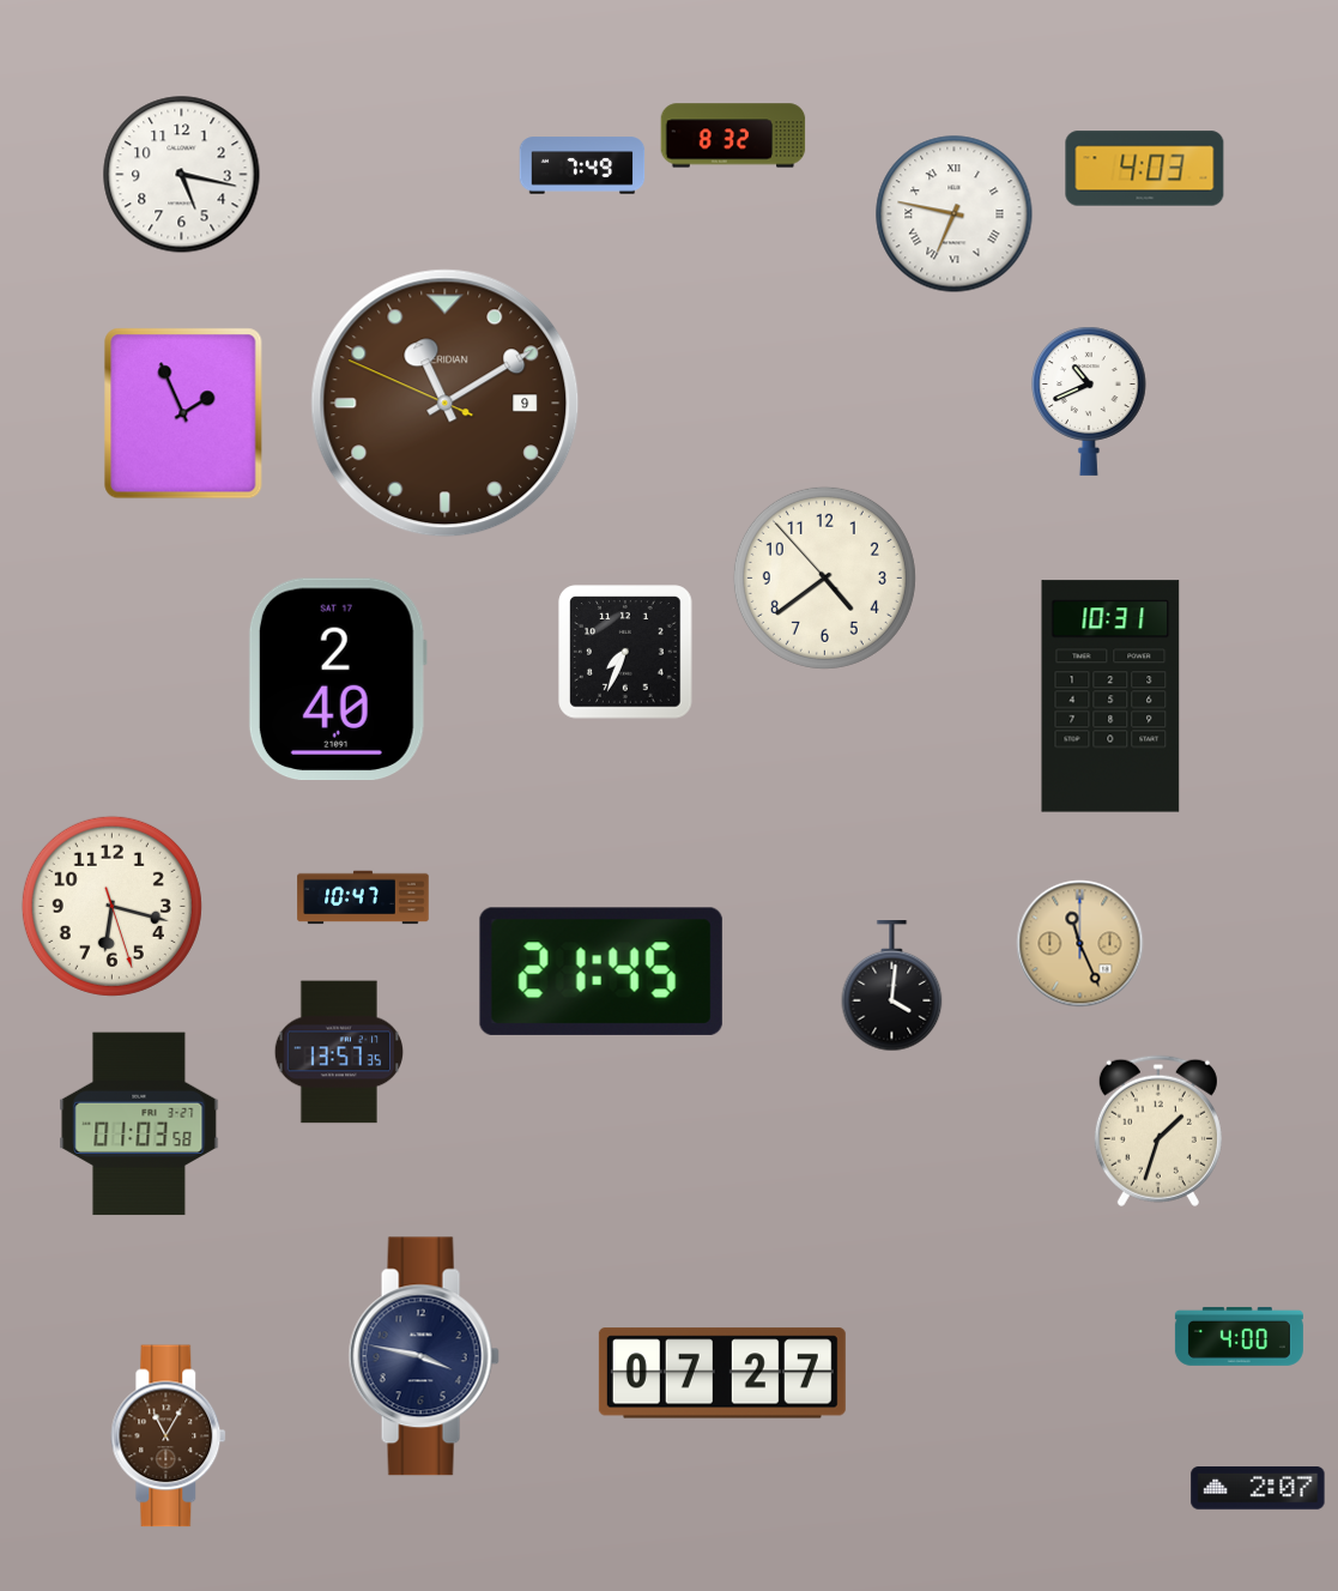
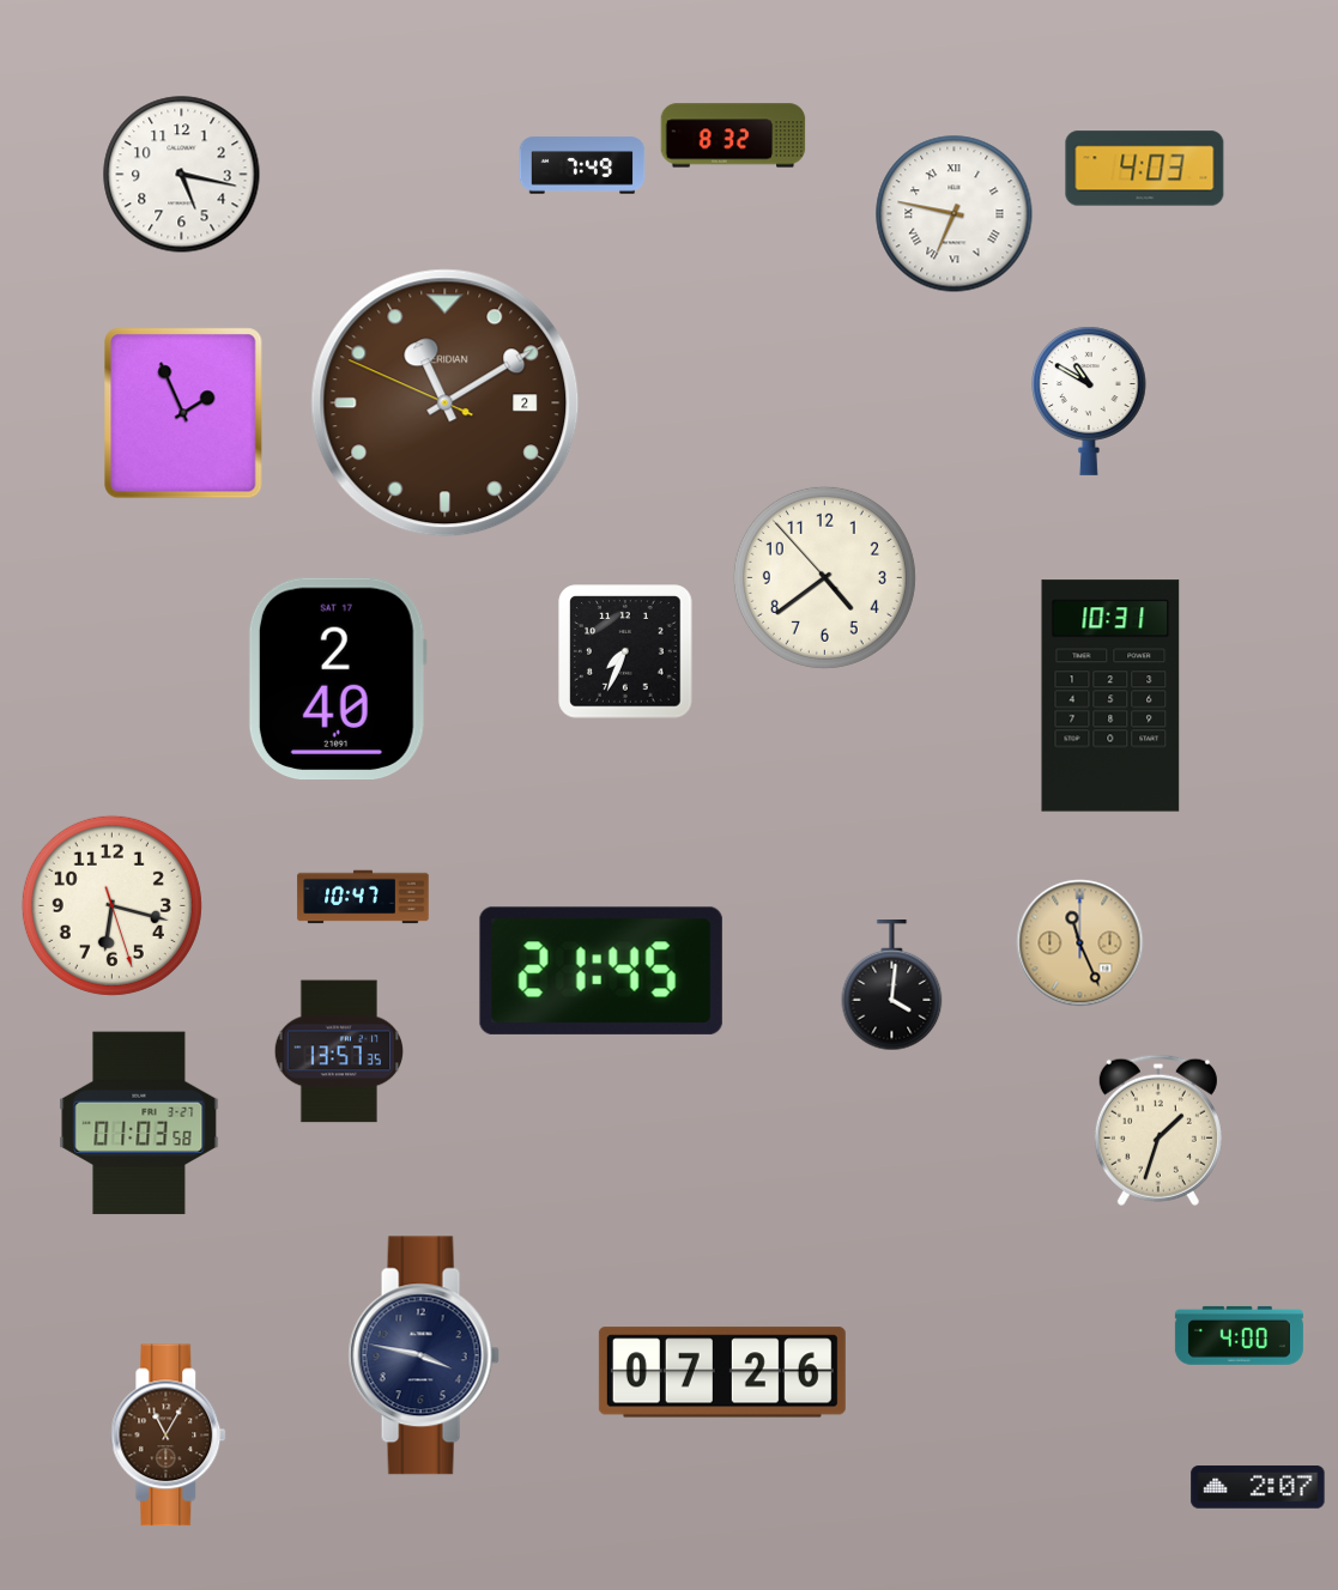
clock at (1090, 401): 10:41 -> 10:50
clock at (446, 404) date: 9 -> 2
clock at (722, 1373): 07:27 -> 07:26
